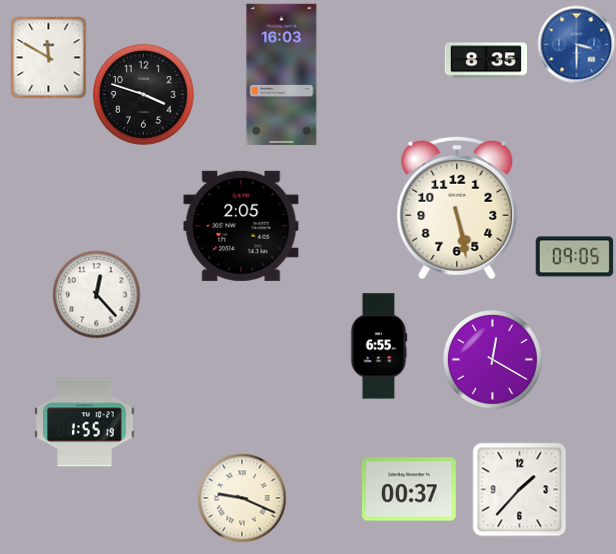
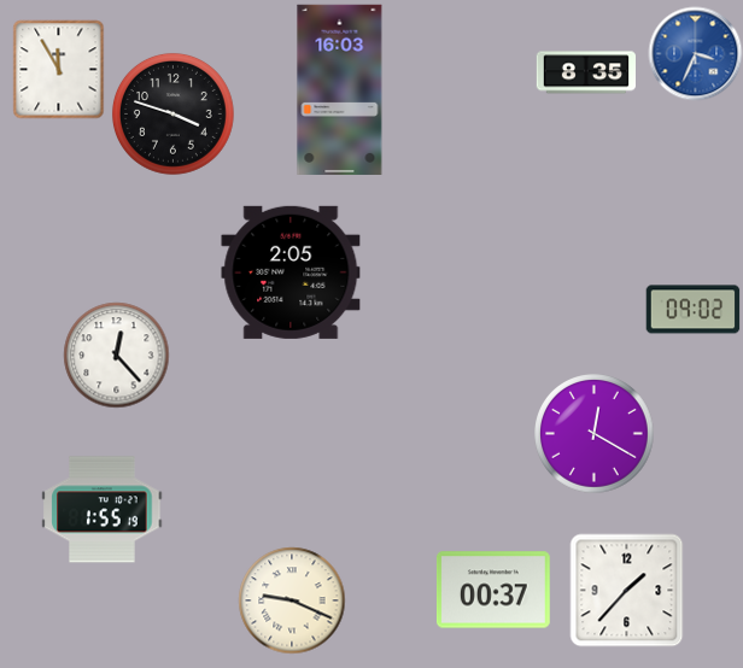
clock at (576, 44): 3:30 -> 3:34
clock at (49, 57): 11:50 -> 11:55
clock at (457, 208): 5:28 -> none
clock at (574, 257): 09:05 -> 09:02
clock at (379, 346): 6:55 -> none
